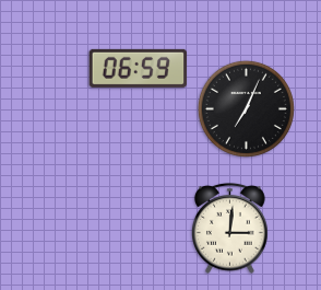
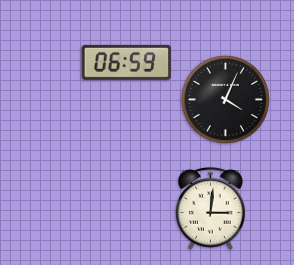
clock at (246, 108): 7:04 -> 4:04
